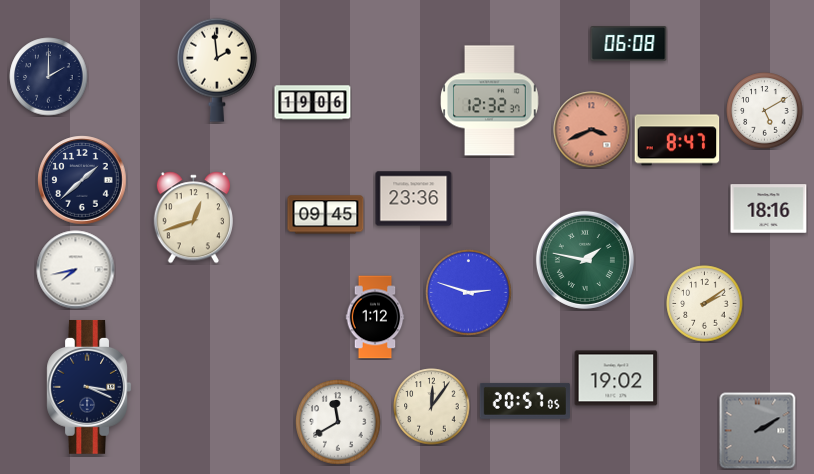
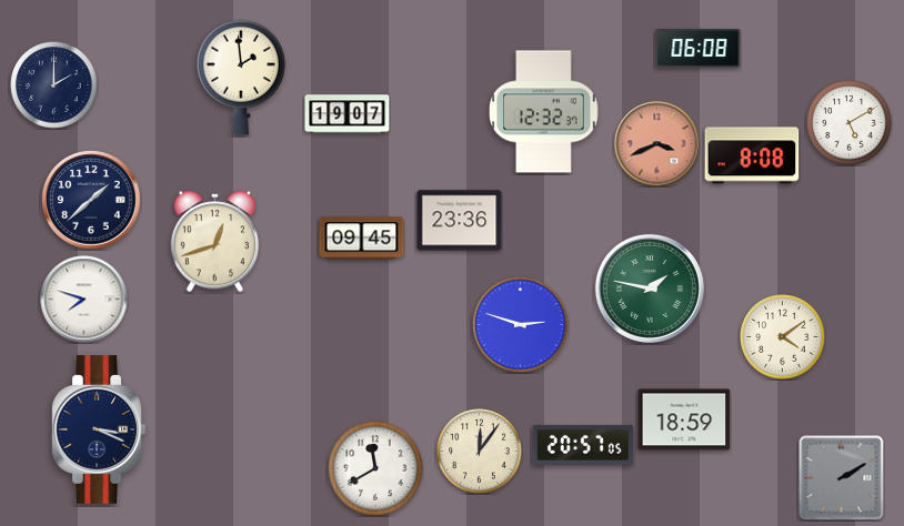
clock at (313, 103): 19:06 -> 19:07
clock at (677, 140): 8:47 -> 8:08
clock at (769, 209): 18:16 -> none
clock at (76, 270): 7:43 -> 7:48
clock at (705, 304): 2:09 -> 4:09
clock at (375, 317): 1:12 -> none
clock at (616, 378): 19:02 -> 18:59
